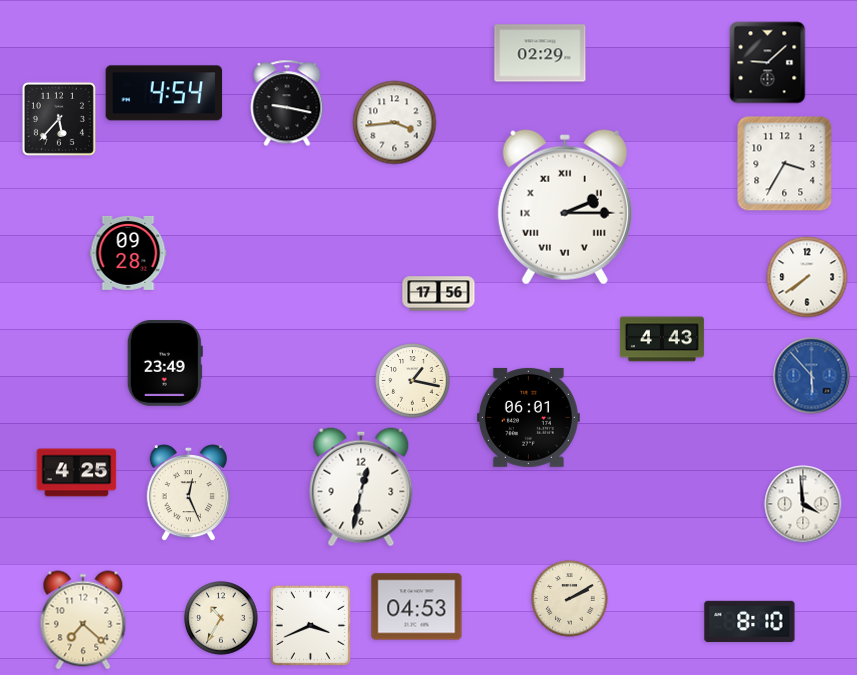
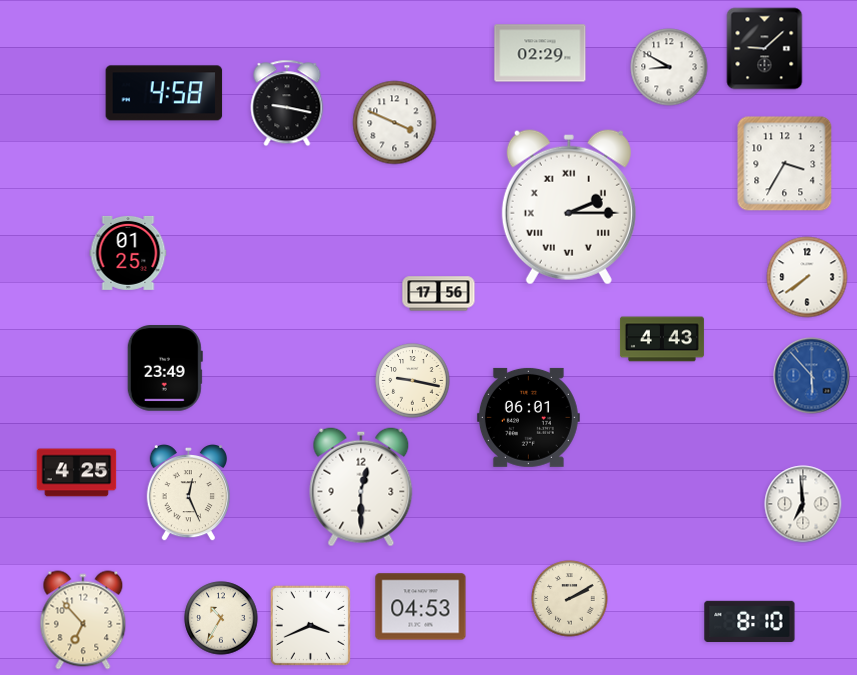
clock at (768, 63) position: (768, 63) -> (765, 49)
clock at (669, 67): none -> 8:50
clock at (164, 93): 4:54 -> 4:58
clock at (59, 119): 5:37 -> none
clock at (395, 123): 3:44 -> 3:49
clock at (565, 207) position: (565, 207) -> (569, 207)
clock at (128, 253): 09:28 -> 01:25
clock at (165, 364) position: (165, 364) -> (165, 369)
clock at (413, 381): 1:17 -> 9:17
clock at (361, 487): 12:32 -> 12:30
clock at (803, 504): 3:59 -> 6:59
clock at (417, 607) position: (417, 607) -> (421, 607)
clock at (83, 620): 7:22 -> 6:53
